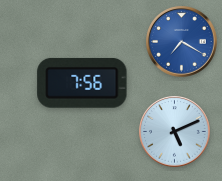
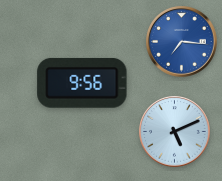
clock at (182, 42): 7:20 -> 7:16
clock at (82, 83): 7:56 -> 9:56
